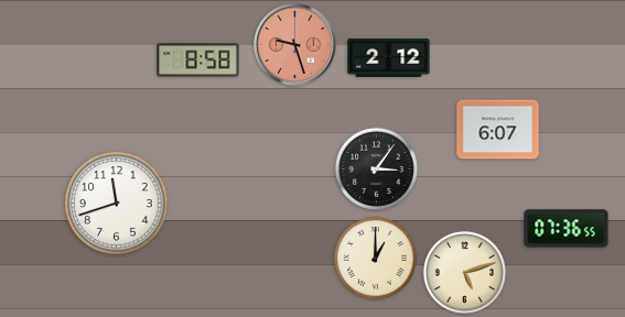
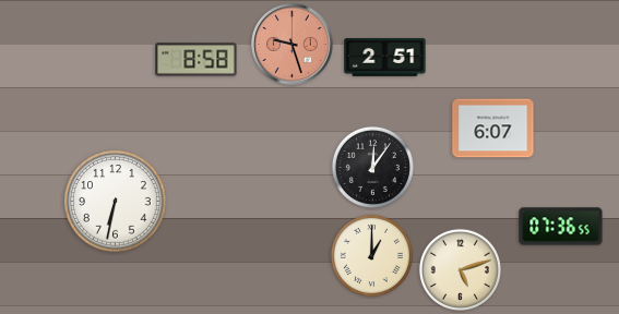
clock at (389, 57): 2:12 -> 2:51
clock at (376, 168): 3:06 -> 12:06
clock at (117, 204): 11:42 -> 6:32
